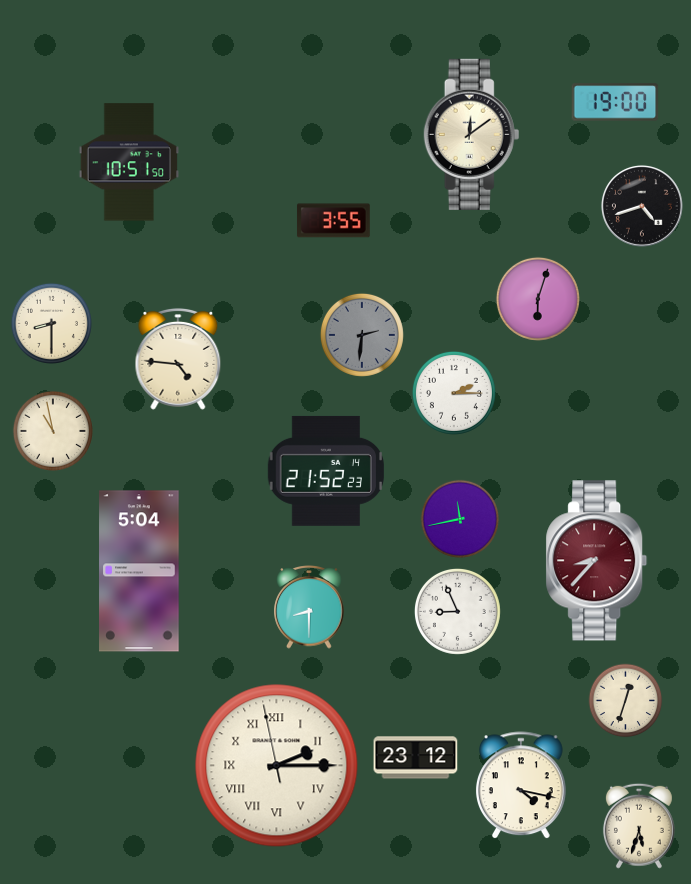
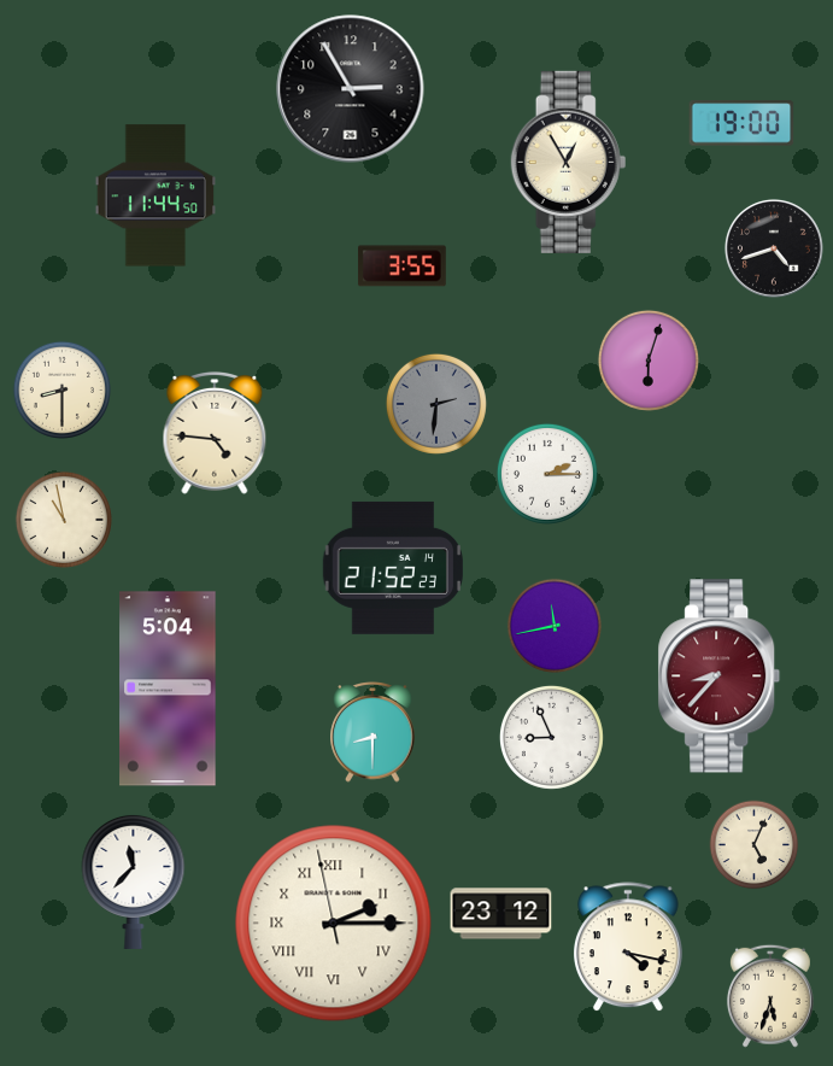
clock at (351, 89): none -> 2:55
clock at (472, 134): 12:09 -> 12:55
clock at (128, 162): 10:51 -> 11:44
clock at (626, 701): 12:33 -> 5:04
clock at (134, 881): none -> 11:37
